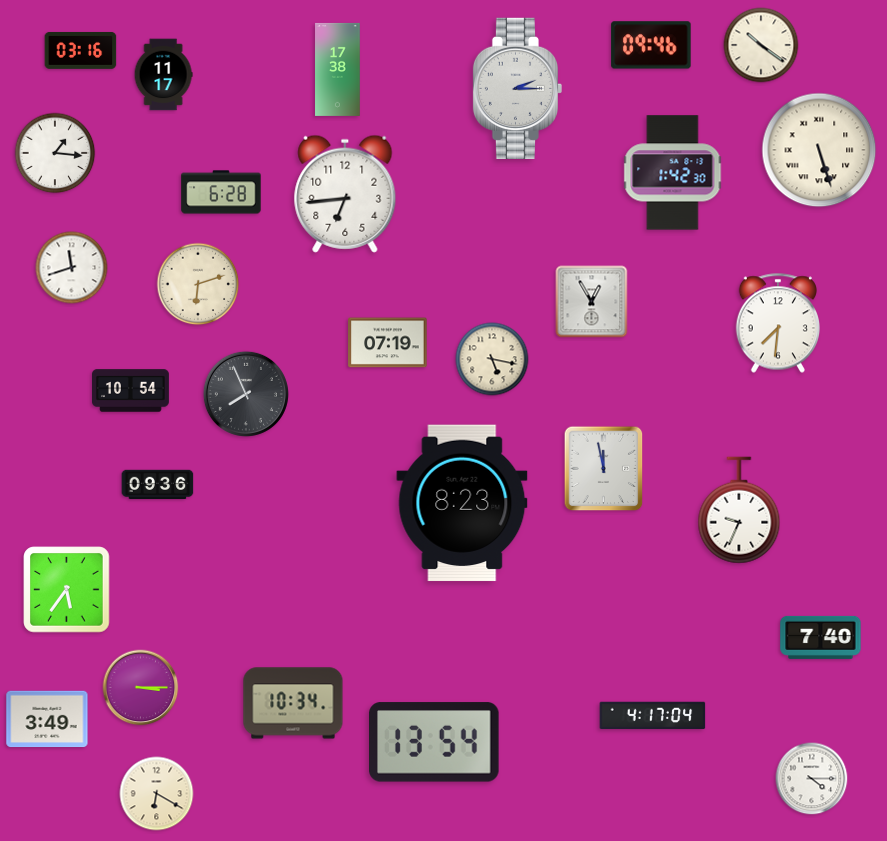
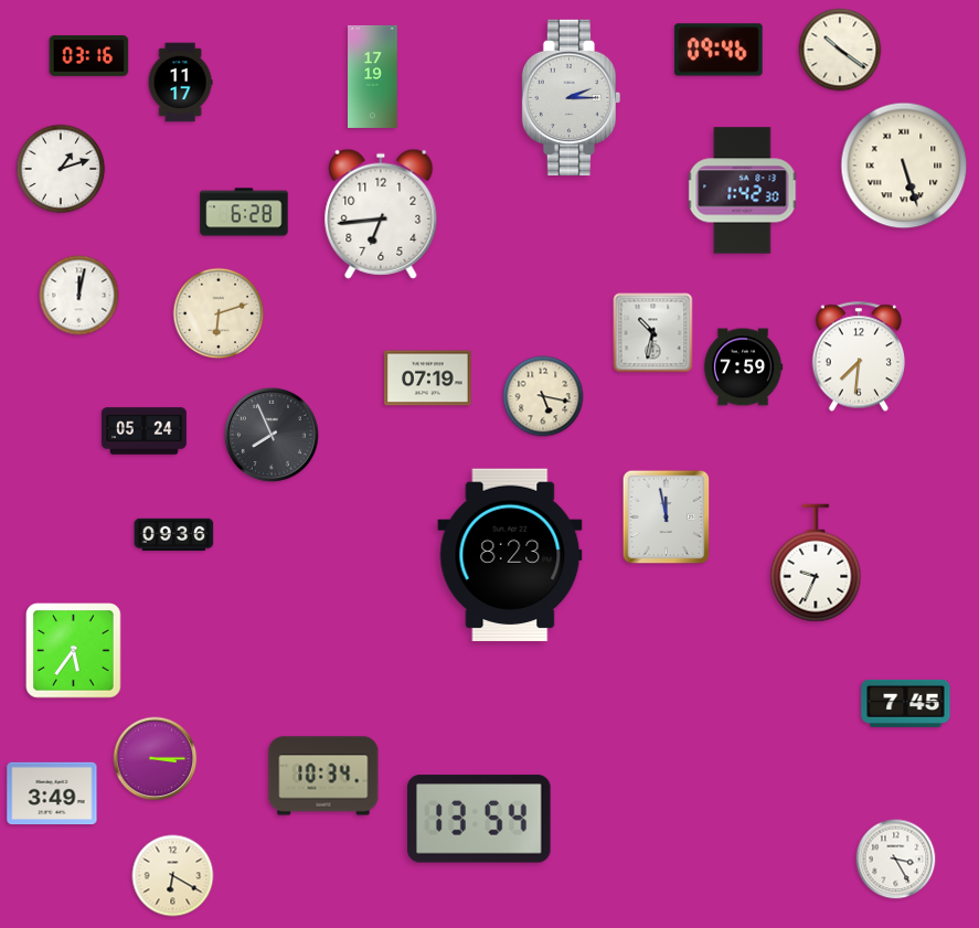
clock at (338, 69): 17:38 -> 17:19
clock at (55, 153): 1:16 -> 1:12
clock at (72, 268): 11:42 -> 12:02
clock at (592, 302): 12:55 -> 10:32
clock at (743, 367): none -> 7:59
clock at (131, 391): 10:54 -> 05:24
clock at (821, 637): 7:40 -> 7:45
clock at (653, 716): 4:17 -> none
clock at (812, 779): 4:15 -> 3:25
